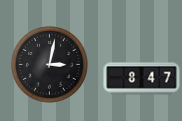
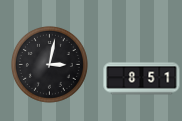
clock at (142, 79): 8:47 -> 8:51
